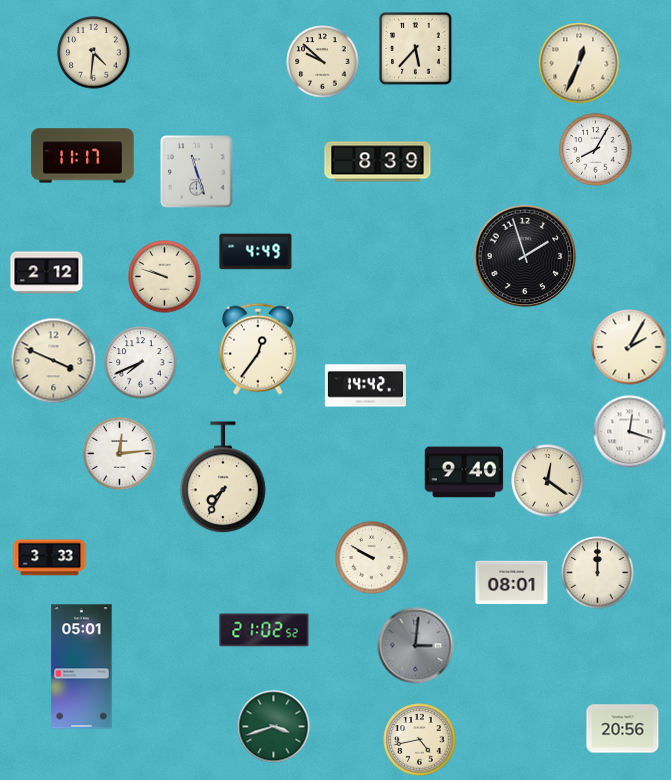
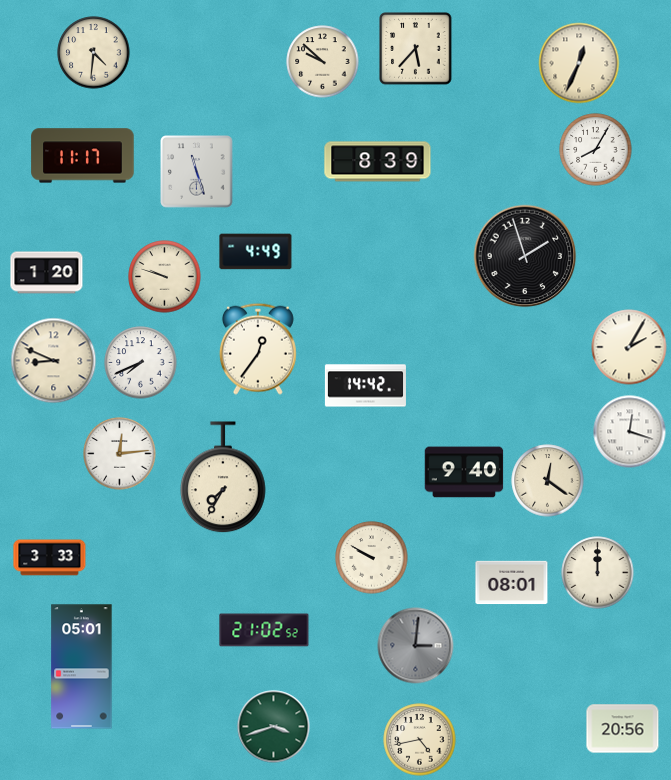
clock at (47, 273): 2:12 -> 1:20
clock at (54, 361): 3:49 -> 8:49
